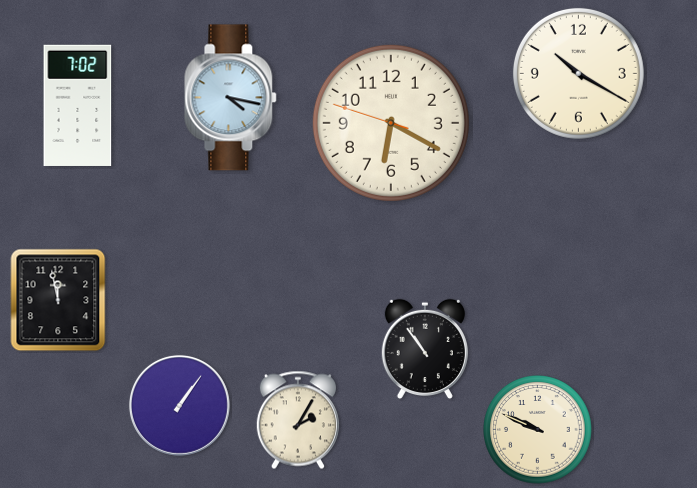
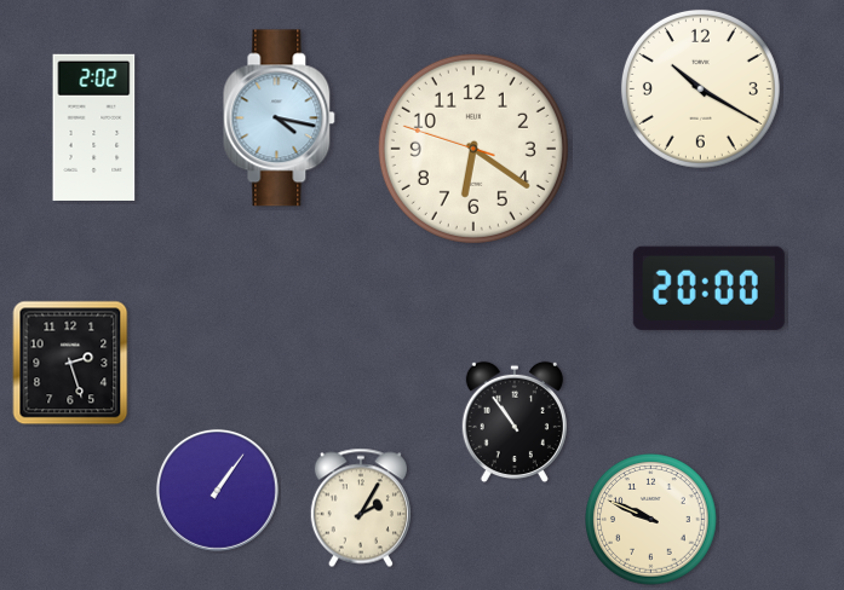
clock at (78, 105): 7:02 -> 2:02
clock at (391, 123): 6:19 -> 6:20
clock at (708, 288): none -> 20:00
clock at (58, 300): 11:58 -> 2:27
